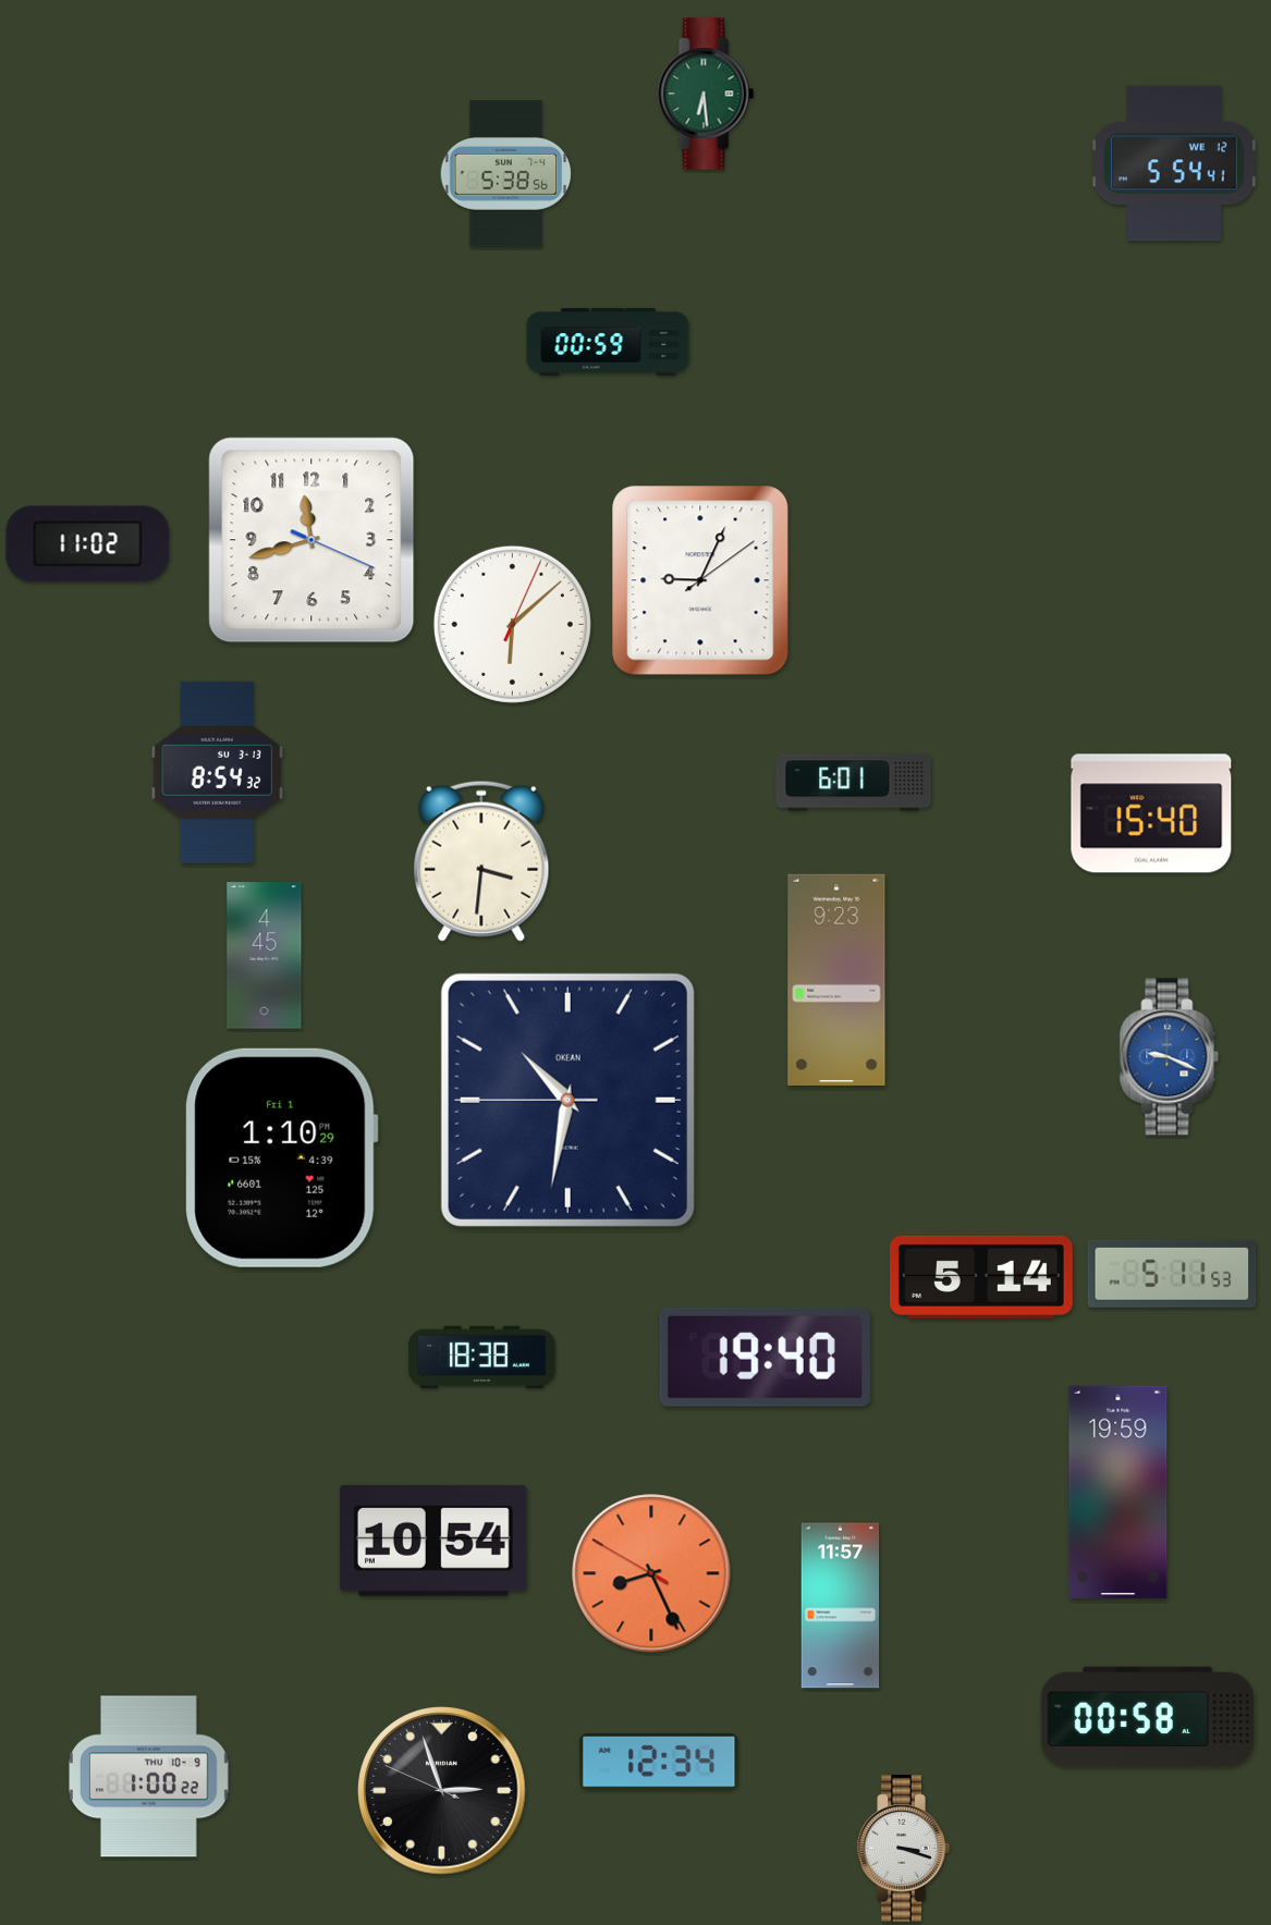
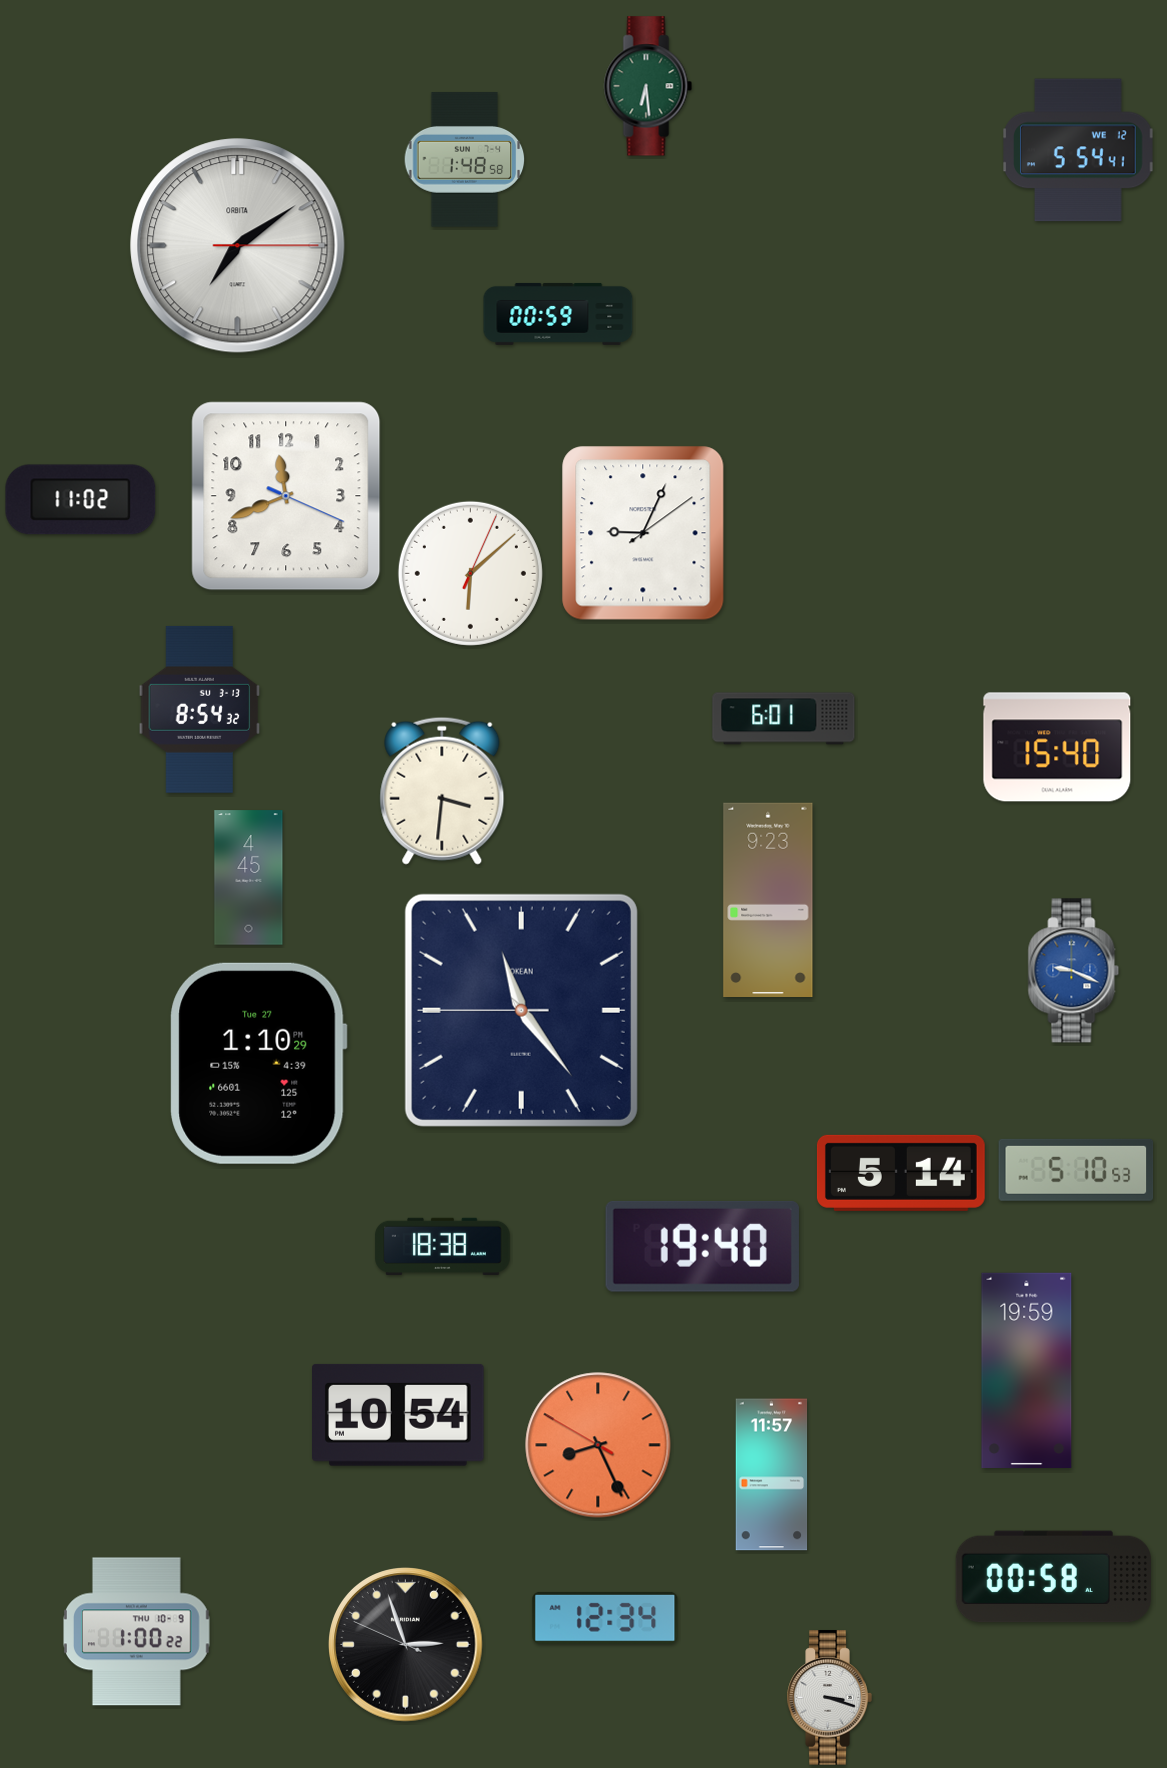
clock at (506, 174): 5:38 -> 1:48
clock at (238, 246): none -> 7:09
clock at (311, 540): 11:42 -> 11:41
clock at (265, 956) position: (265, 956) -> (249, 878)
clock at (567, 1100): 10:31 -> 11:23
clock at (281, 1157) date: Fri 1 -> Tue 27
clock at (1172, 1274): 5:11 -> 5:10
